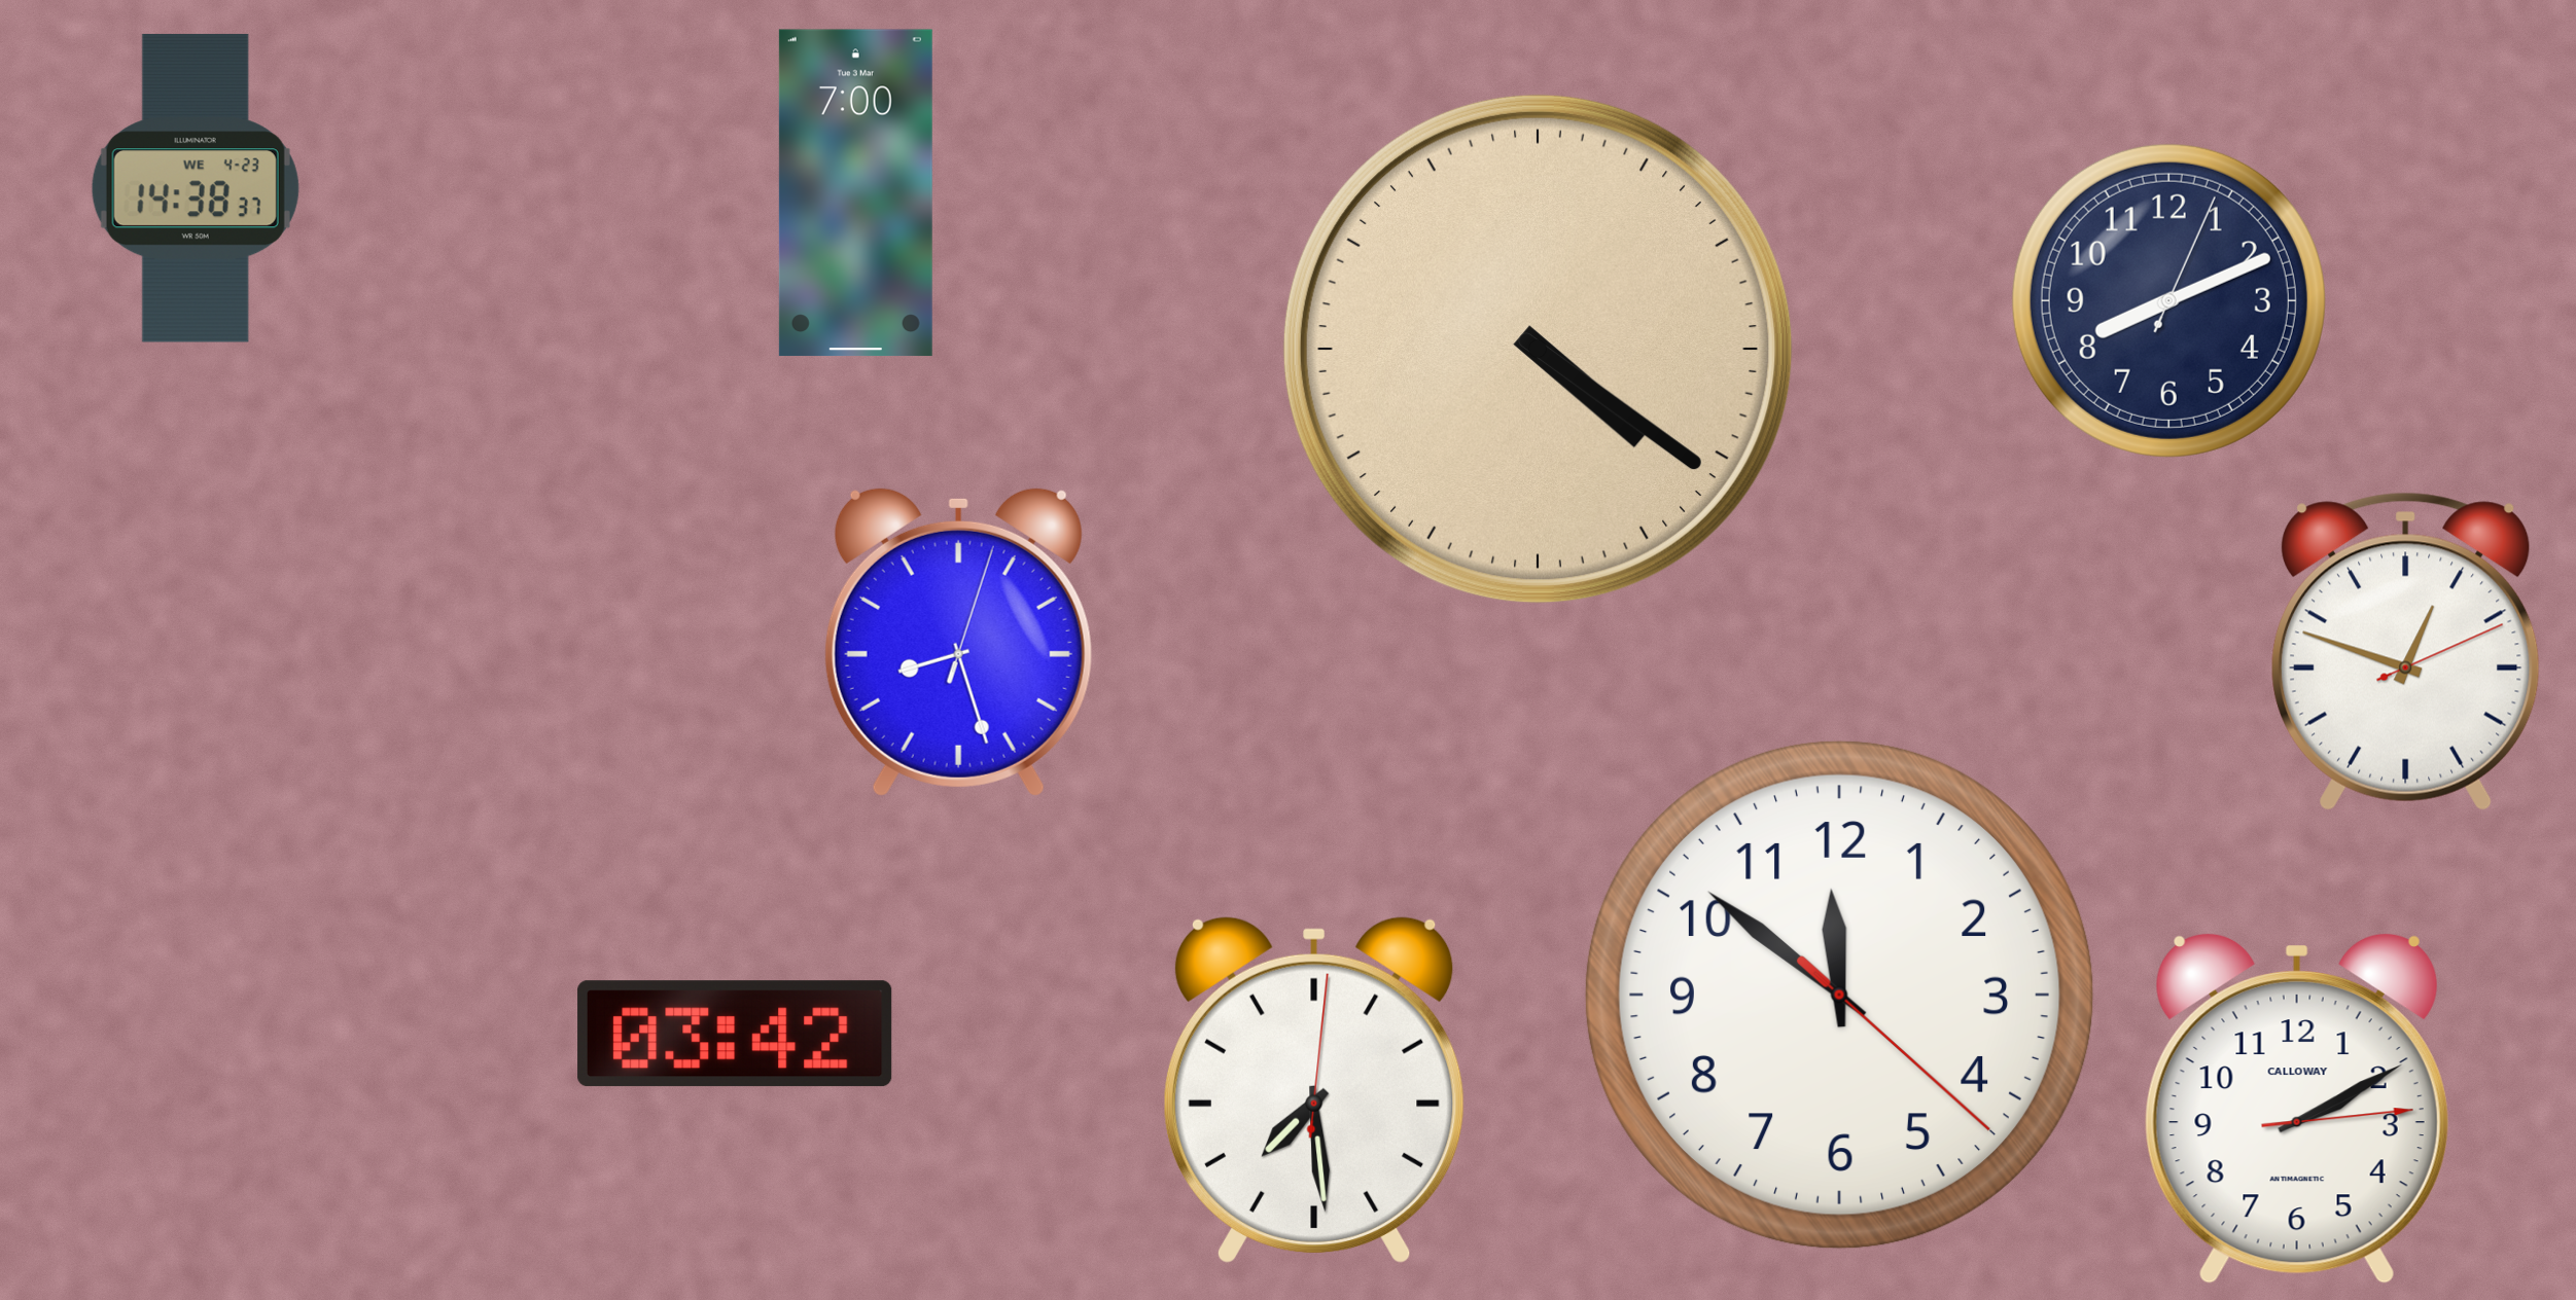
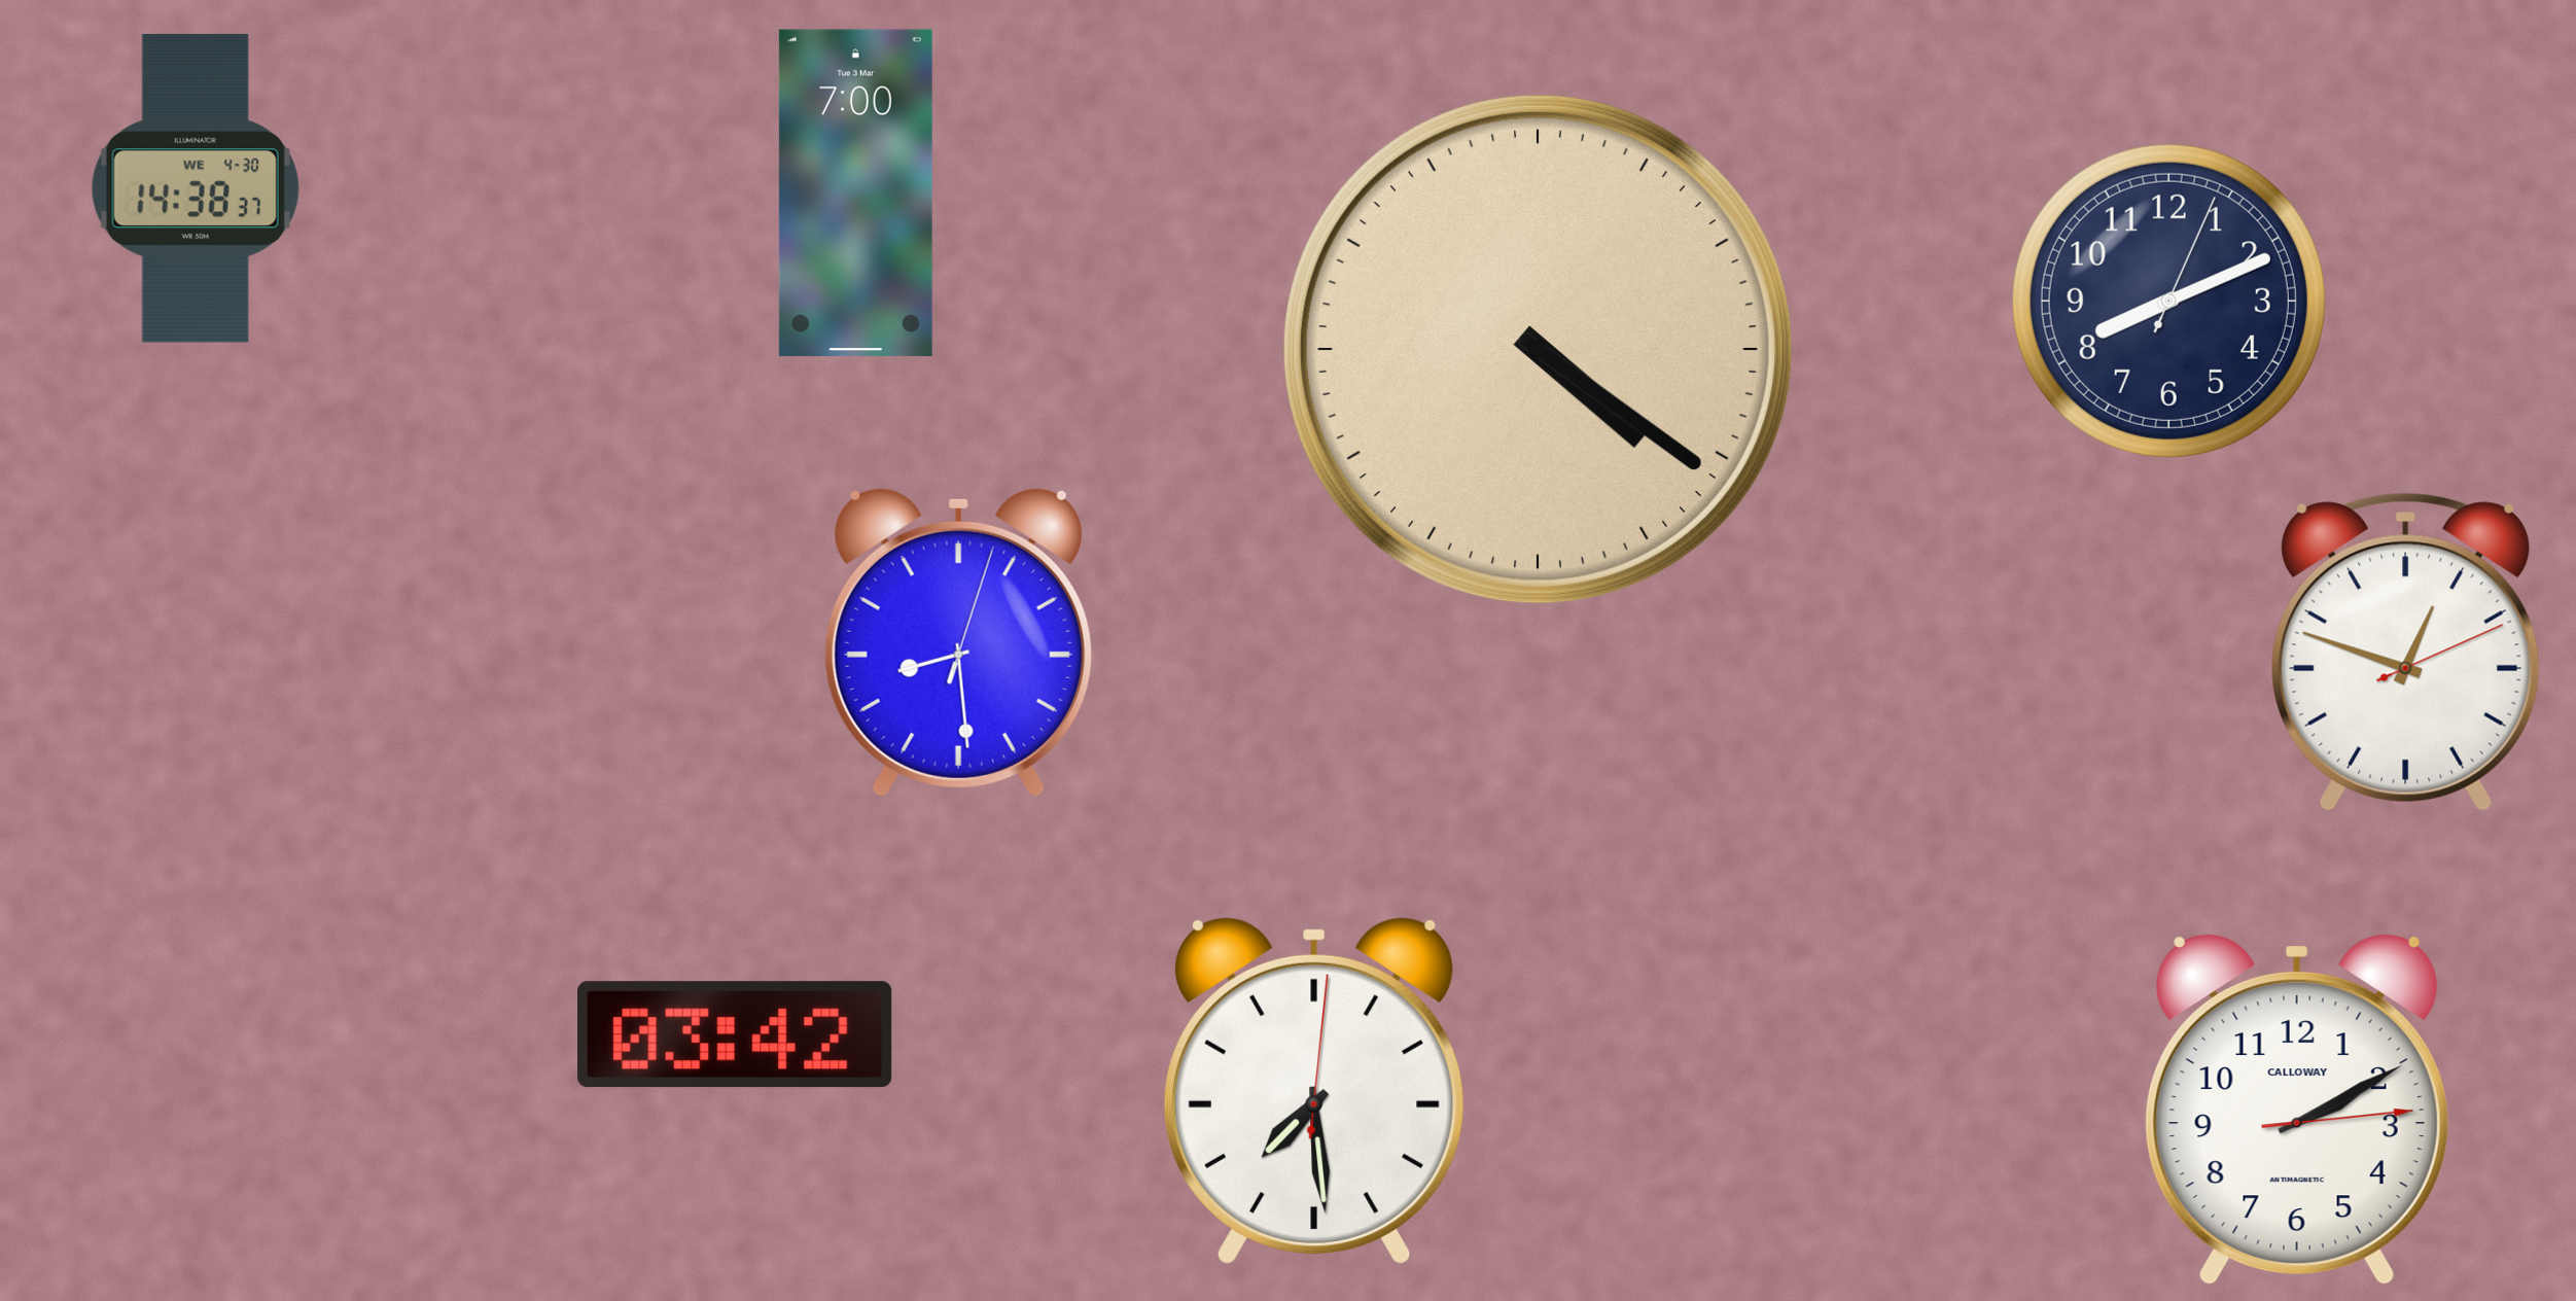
clock at (196, 188) date: WE 4-23 -> WE 4-30
clock at (958, 642): 8:27 -> 8:29
clock at (1839, 995): 11:51 -> none
